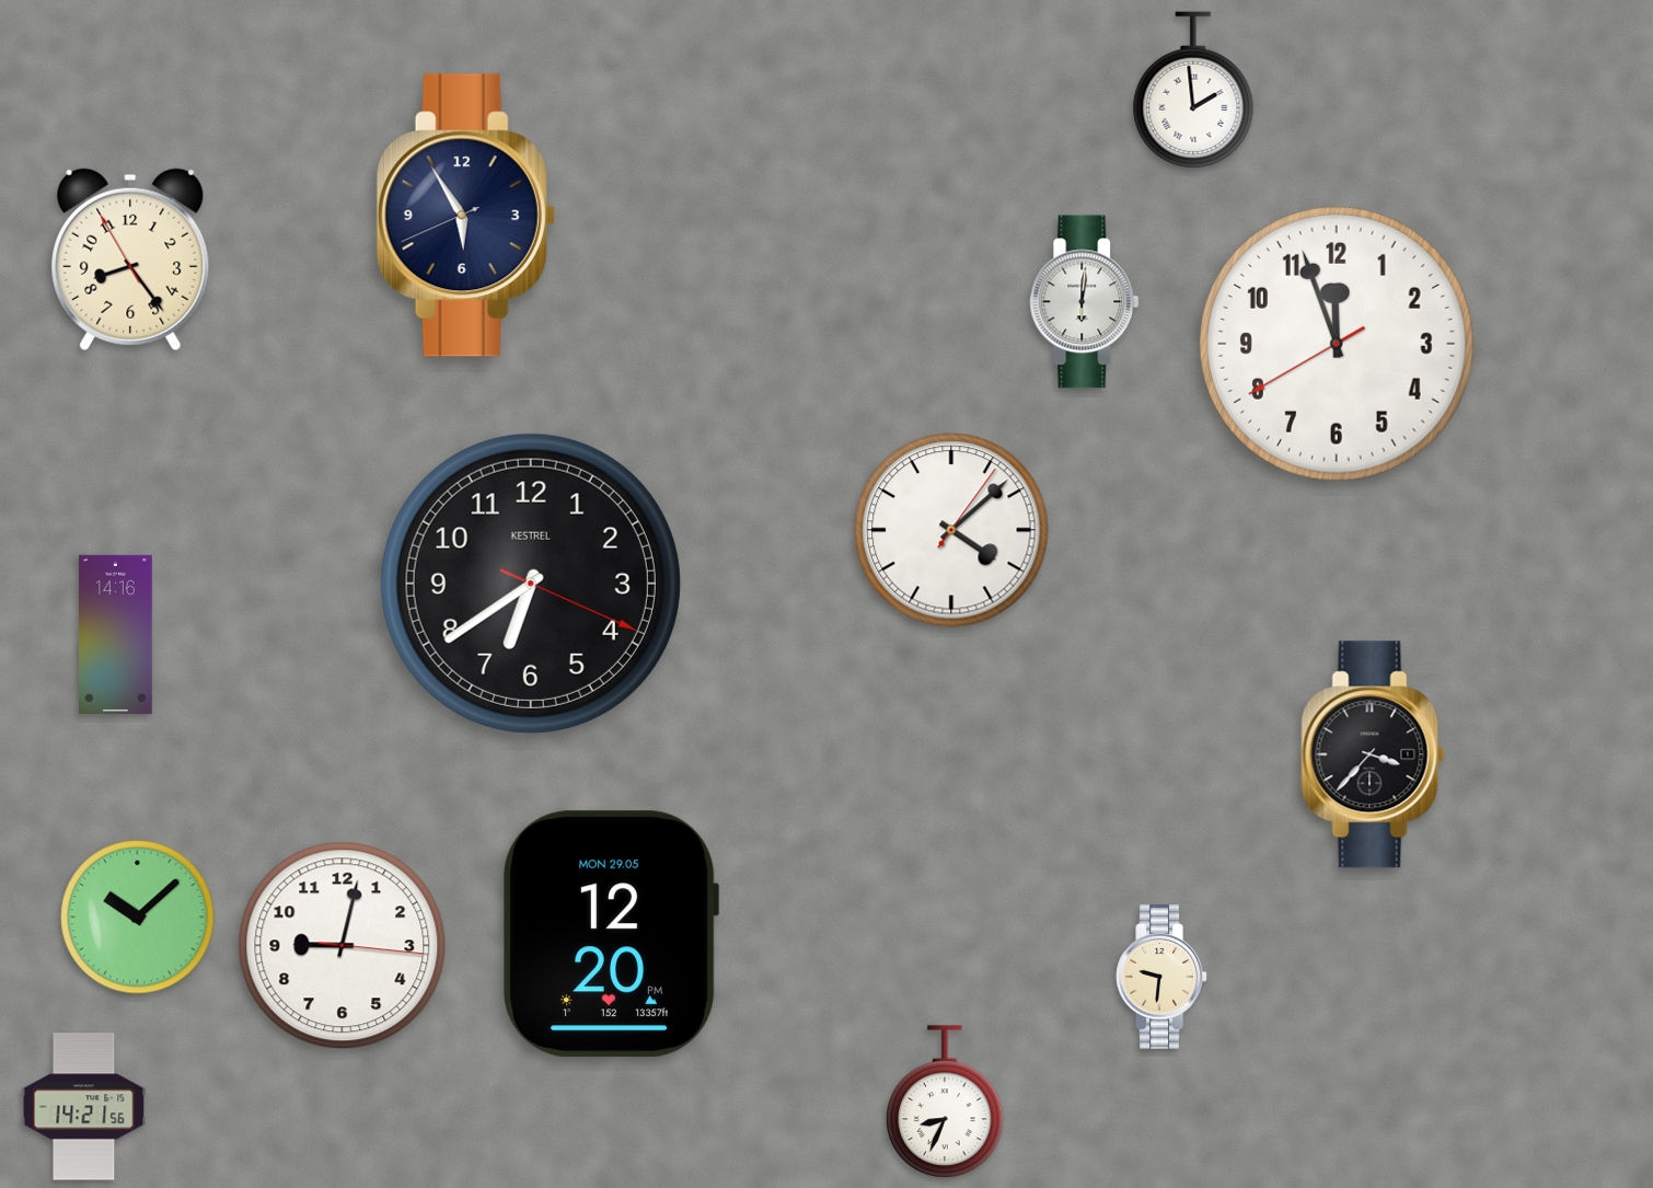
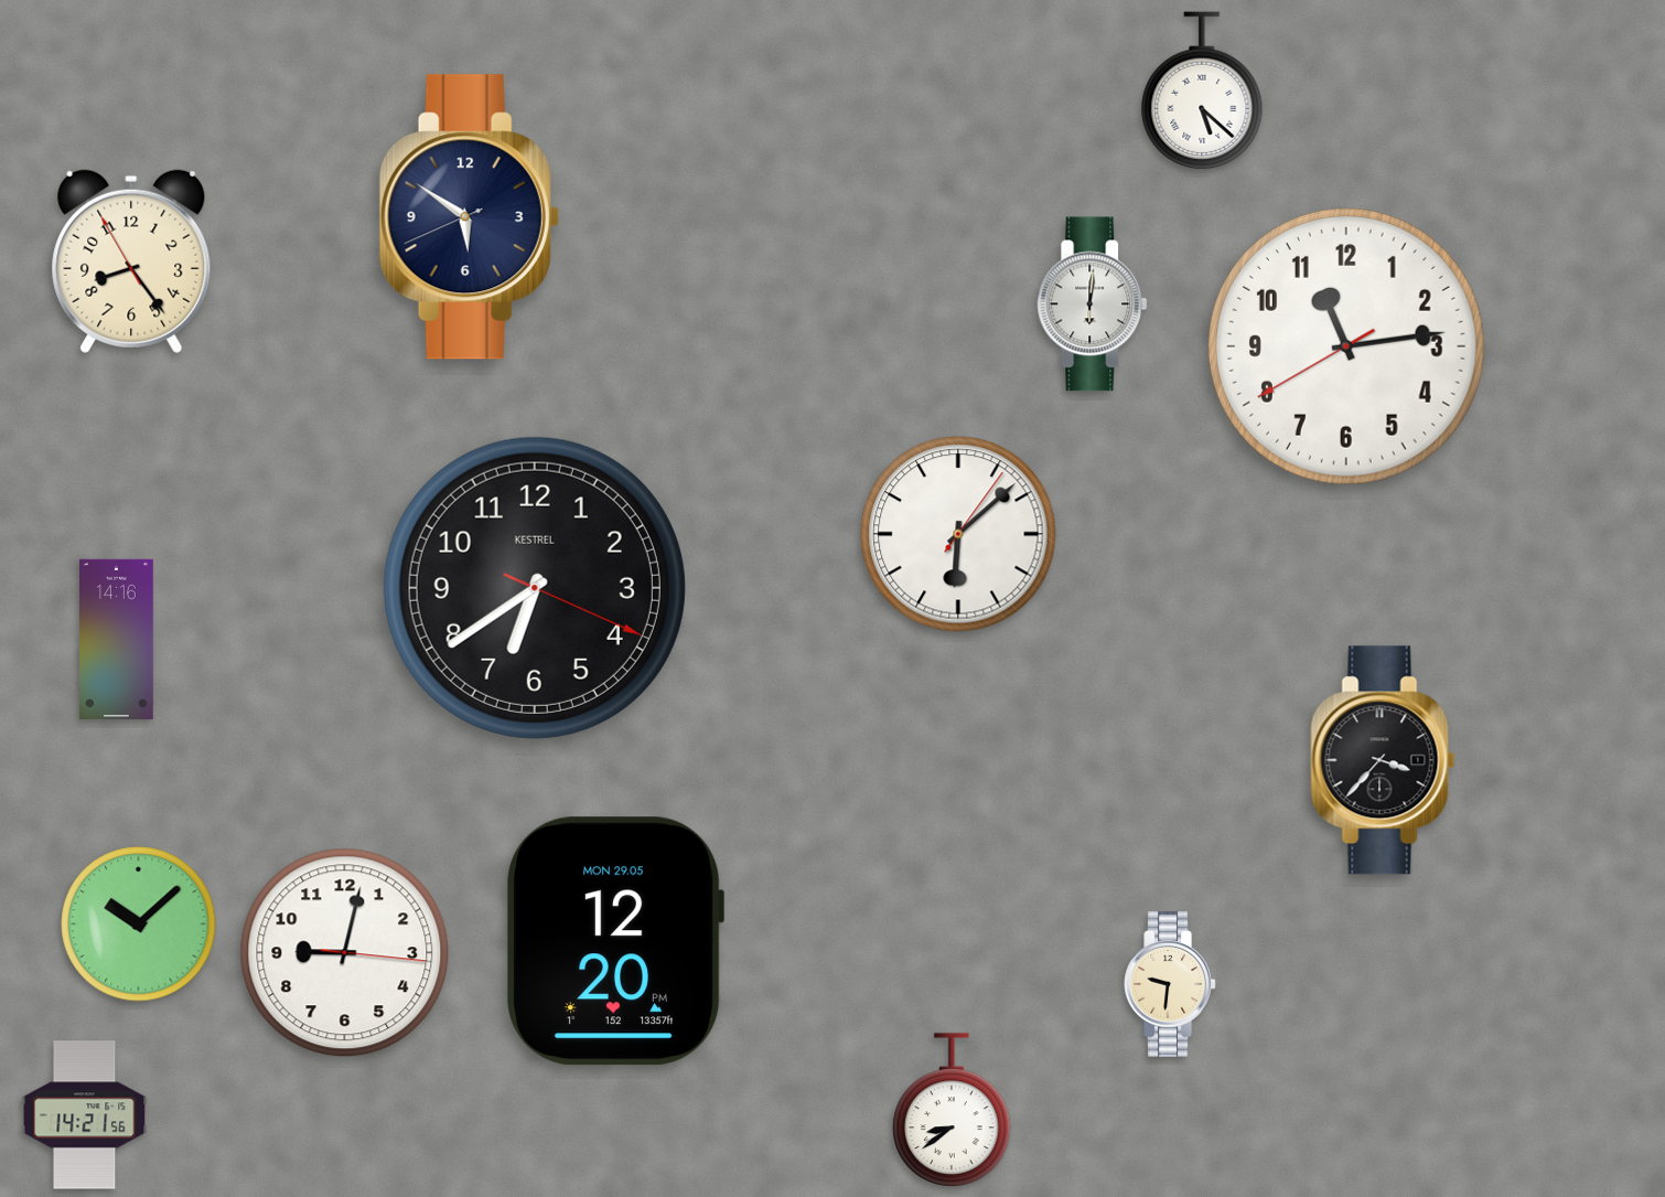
clock at (1193, 90): 1:59 -> 5:22
clock at (465, 216): 5:54 -> 5:50
clock at (1337, 344): 11:56 -> 11:13
clock at (951, 530): 4:08 -> 6:08
clock at (945, 1102): 8:34 -> 8:39
